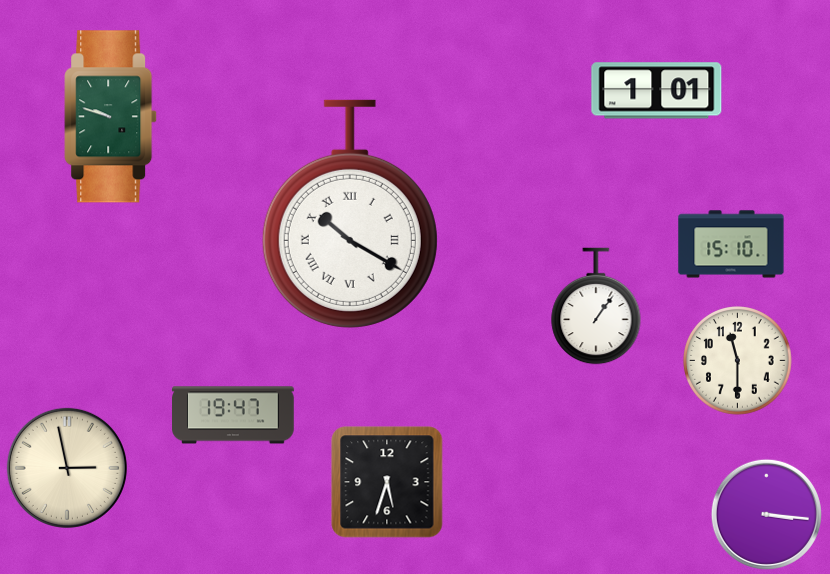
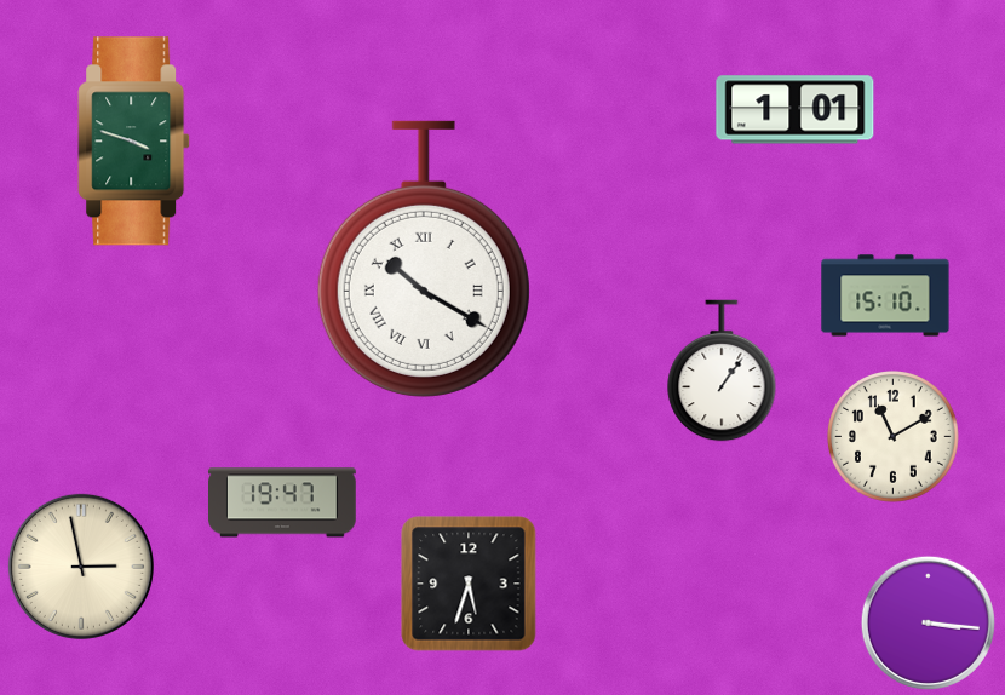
clock at (111, 117): 9:48 -> 3:48
clock at (738, 361): 11:30 -> 11:10
